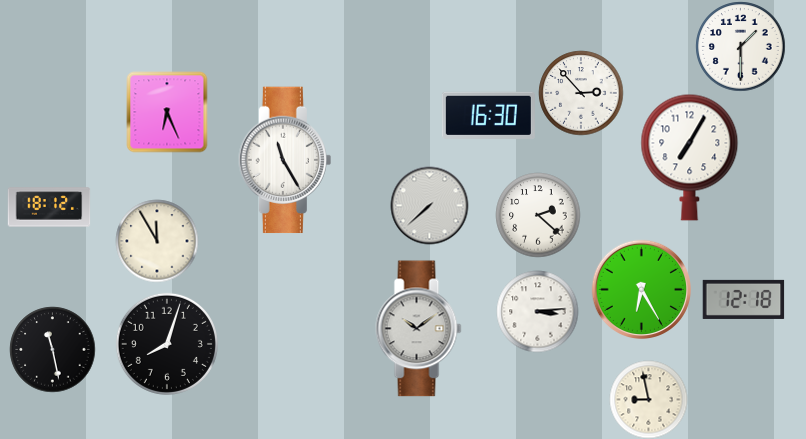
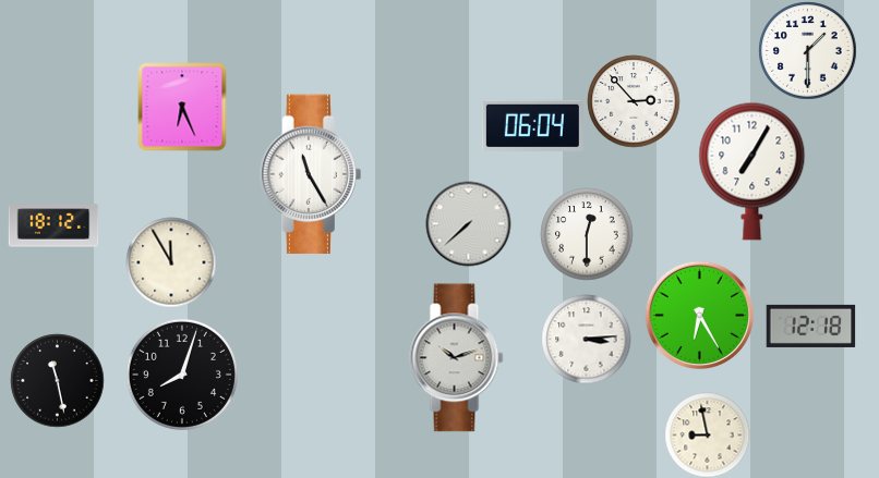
clock at (167, 112) position: (167, 112) -> (182, 107)
clock at (488, 115): 16:30 -> 06:04
clock at (538, 215): 2:22 -> 12:30
clock at (419, 329): 10:09 -> 10:12
